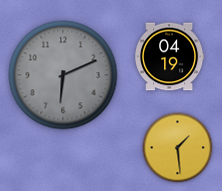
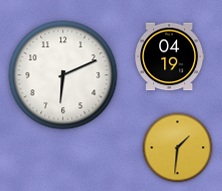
clock at (63, 75) dial: grey -> white
clock at (178, 148): 1:29 -> 1:31
